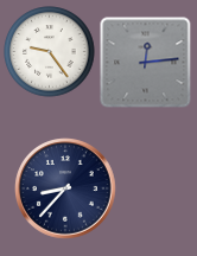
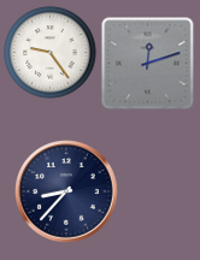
clock at (146, 63): 12:14 -> 12:12
